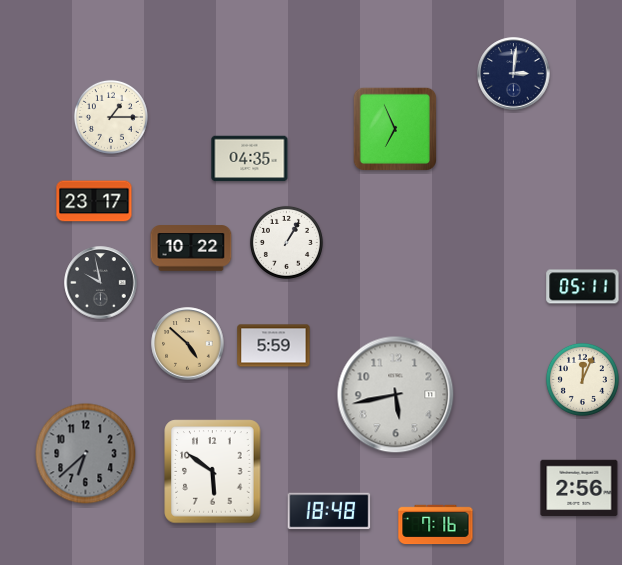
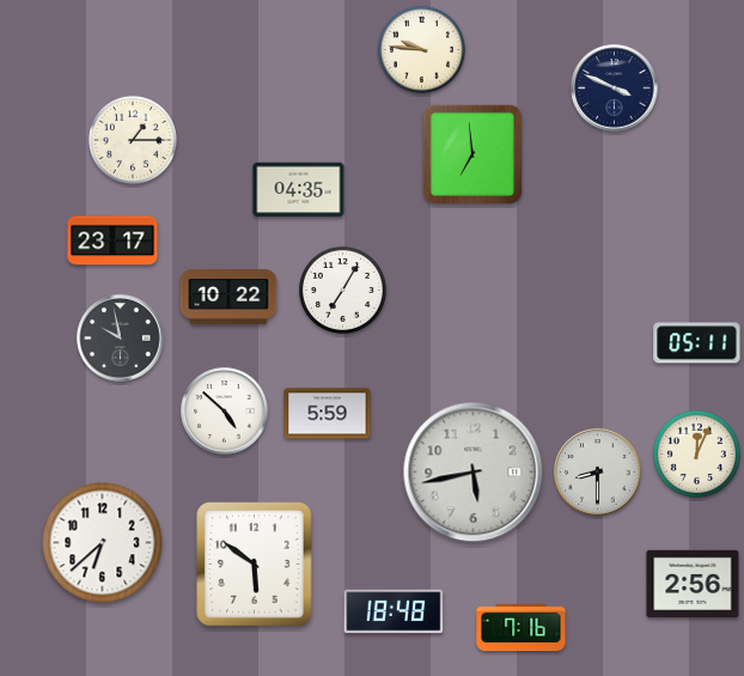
clock at (421, 49): none -> 9:46
clock at (514, 74): 3:01 -> 3:49
clock at (394, 128): 6:56 -> 6:59
clock at (286, 242): 1:05 -> 7:05
clock at (188, 344) dial: champagne -> white
clock at (598, 473): none -> 8:30
clock at (86, 454) dial: grey -> white
